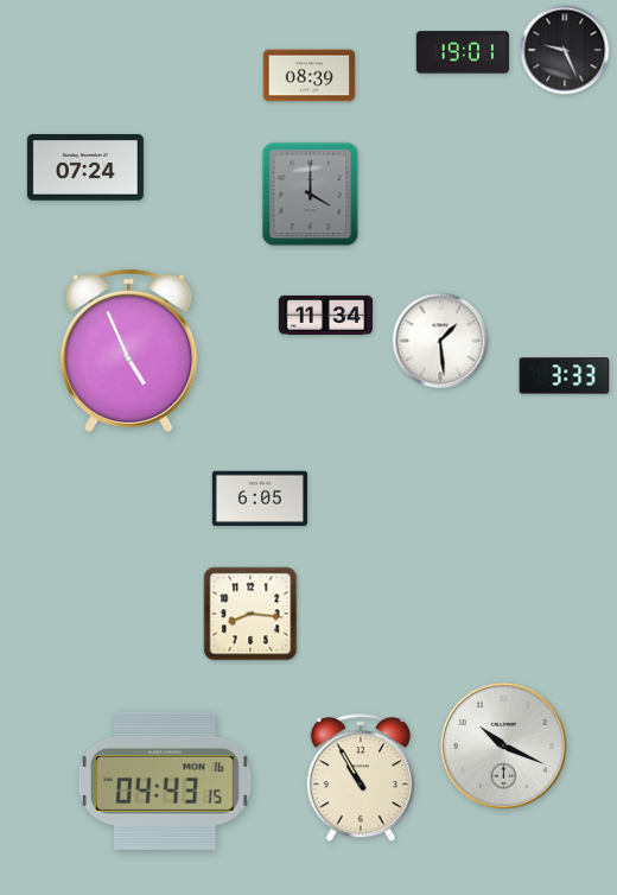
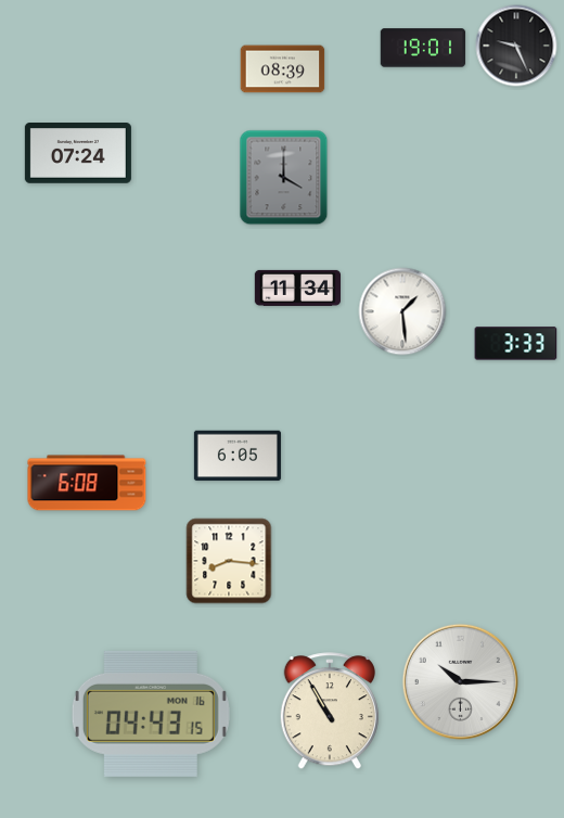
clock at (129, 350): 4:56 -> none
clock at (87, 483): none -> 6:08
clock at (503, 745): 10:19 -> 10:15
